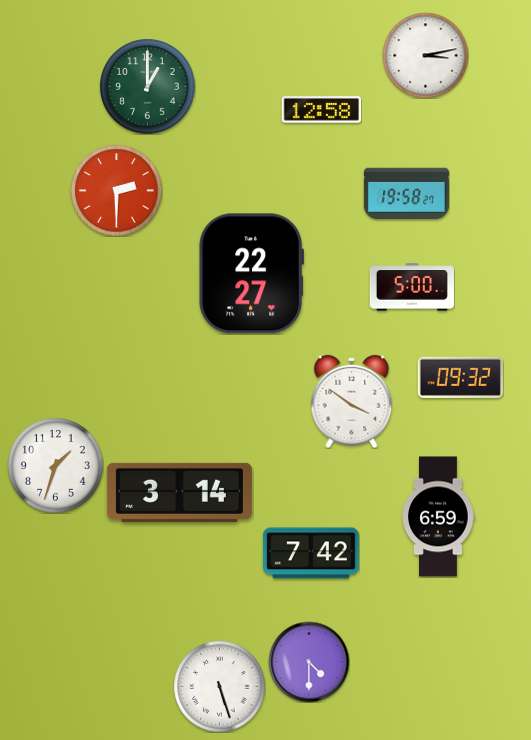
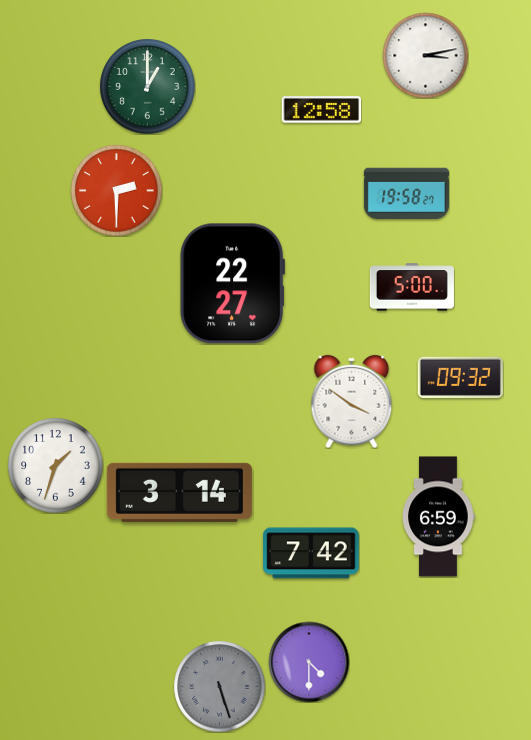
clock at (251, 274) position: (251, 274) -> (232, 284)
clock at (219, 686) dial: white -> grey
